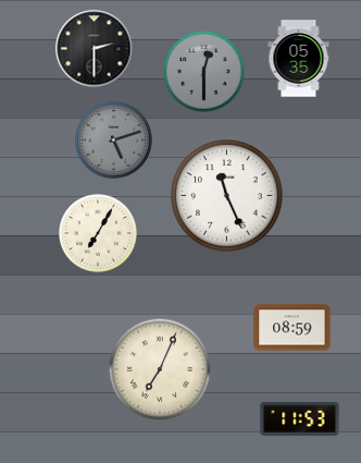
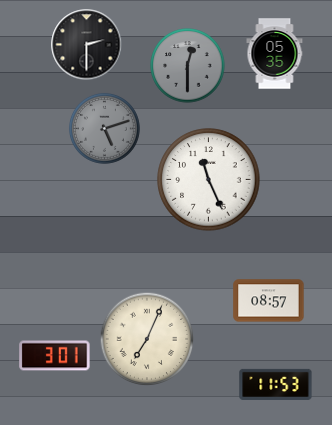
clock at (99, 234): 7:05 -> none
clock at (292, 328): 08:59 -> 08:57
clock at (55, 356): none -> 3:01
